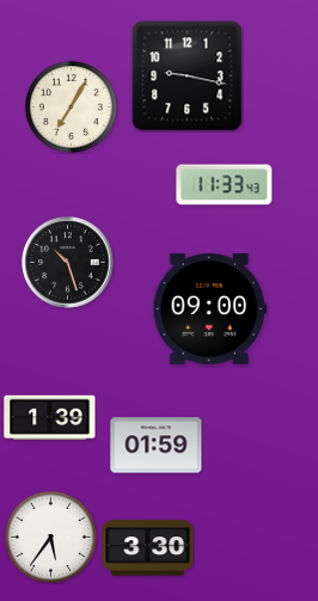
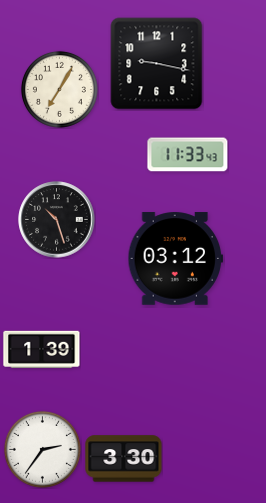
clock at (209, 309): 09:00 -> 03:12
clock at (157, 446): 01:59 -> none
clock at (50, 536): 5:36 -> 2:36
